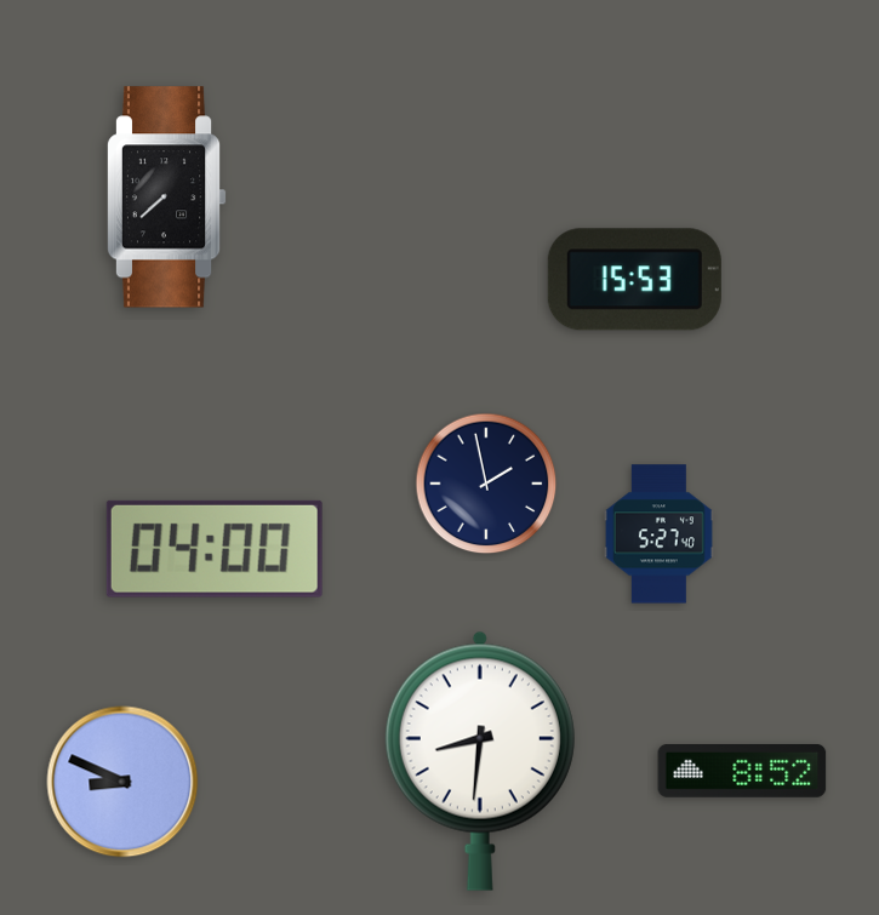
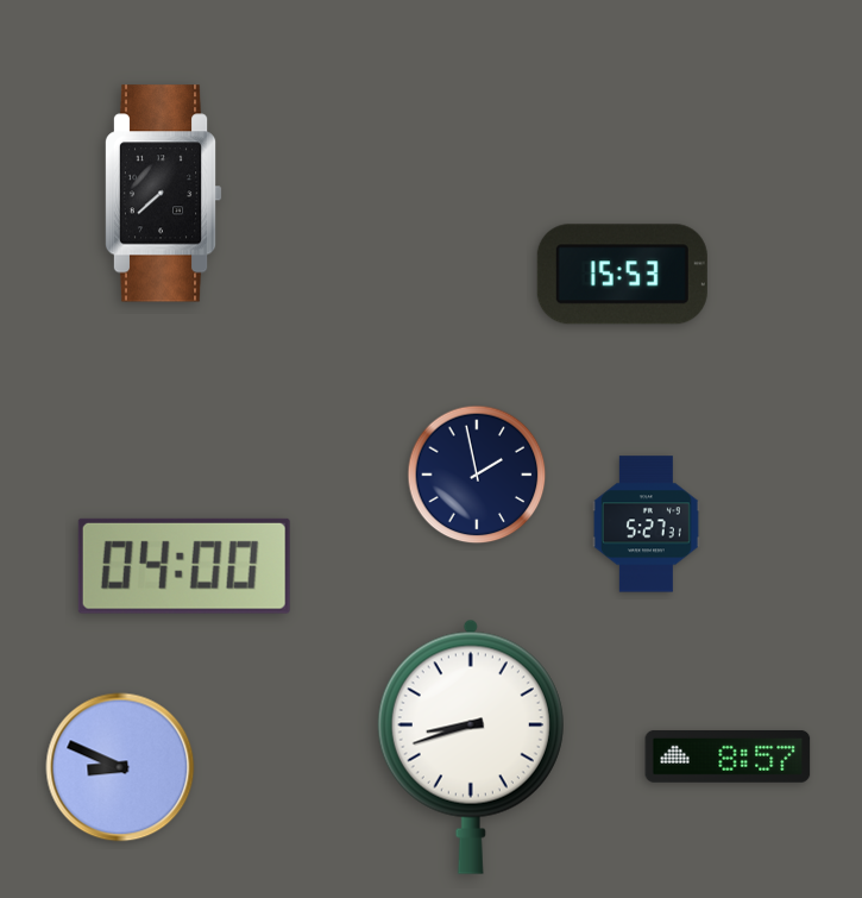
clock at (658, 534): 5:27:40 -> 5:27:31
clock at (215, 549) position: (215, 549) -> (184, 566)
clock at (480, 761): 8:31 -> 8:42
clock at (742, 771): 8:52 -> 8:57
